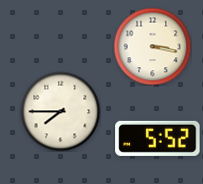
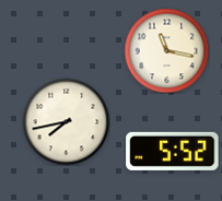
clock at (152, 46): 3:17 -> 11:17
clock at (60, 111): 7:45 -> 7:43
